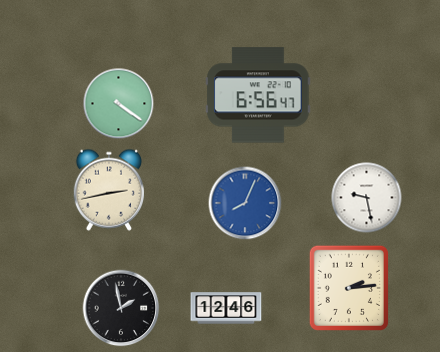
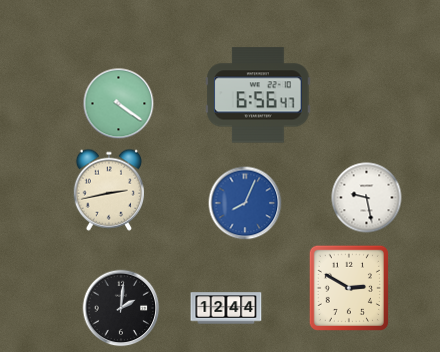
clock at (349, 287): 2:14 -> 2:50
clock at (121, 308): 1:58 -> 2:01
clock at (226, 308): 12:46 -> 12:44
